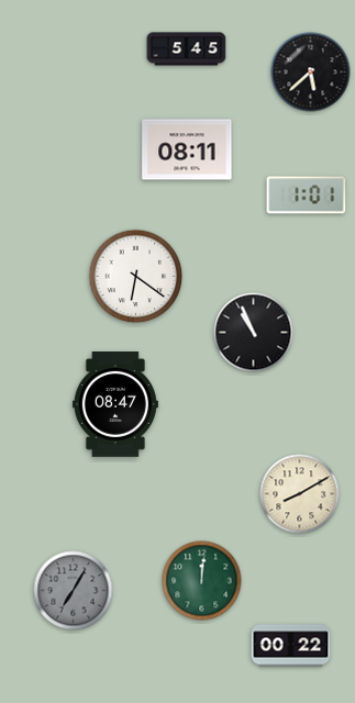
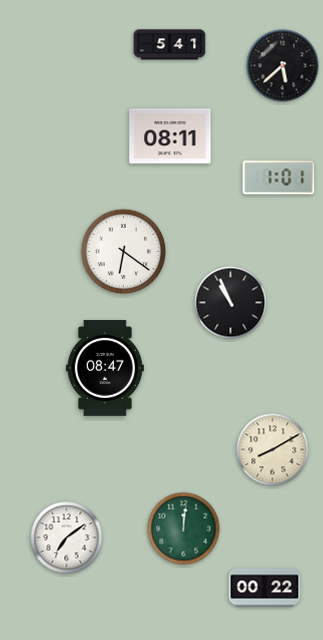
clock at (187, 49): 5:45 -> 5:41
clock at (74, 591): 7:05 -> 7:09
clock at (74, 591) dial: grey -> white
